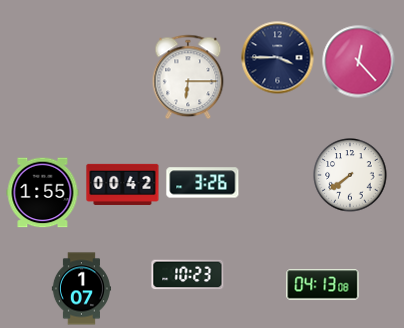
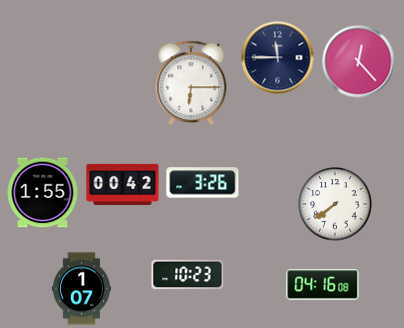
clock at (278, 58): 3:45 -> 11:45
clock at (188, 77) position: (188, 77) -> (191, 83)
clock at (350, 175) position: (350, 175) -> (335, 204)
clock at (323, 285): 04:13 -> 04:16
